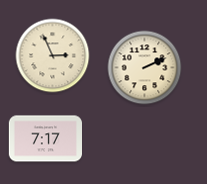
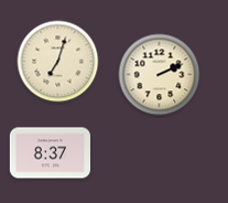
clock at (53, 56): 2:56 -> 7:03
clock at (45, 139): 7:17 -> 8:37
